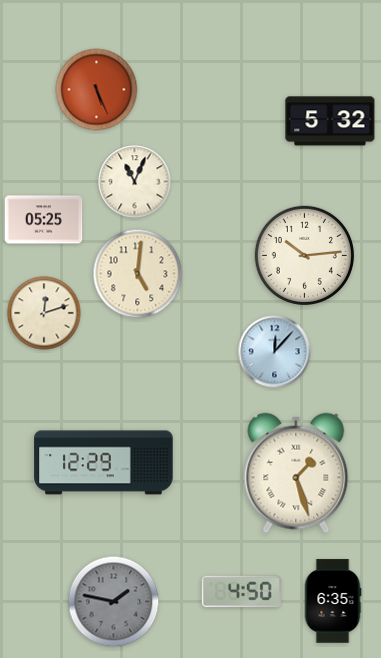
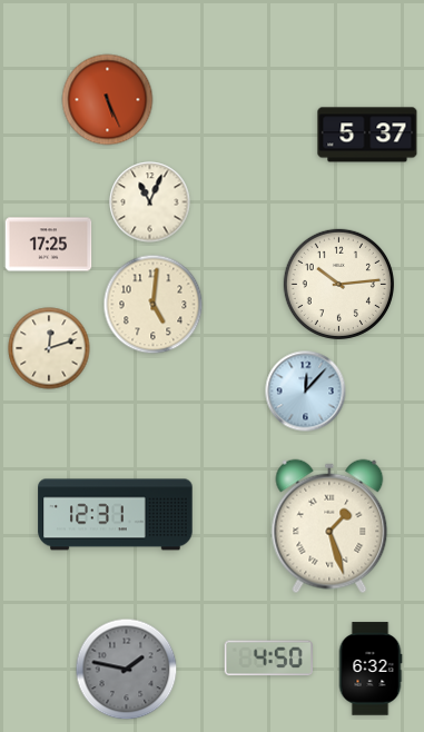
clock at (330, 121): 5:32 -> 5:37
clock at (44, 220): 05:25 -> 17:25
clock at (104, 463): 12:29 -> 12:31
clock at (333, 601): 6:35 -> 6:32
